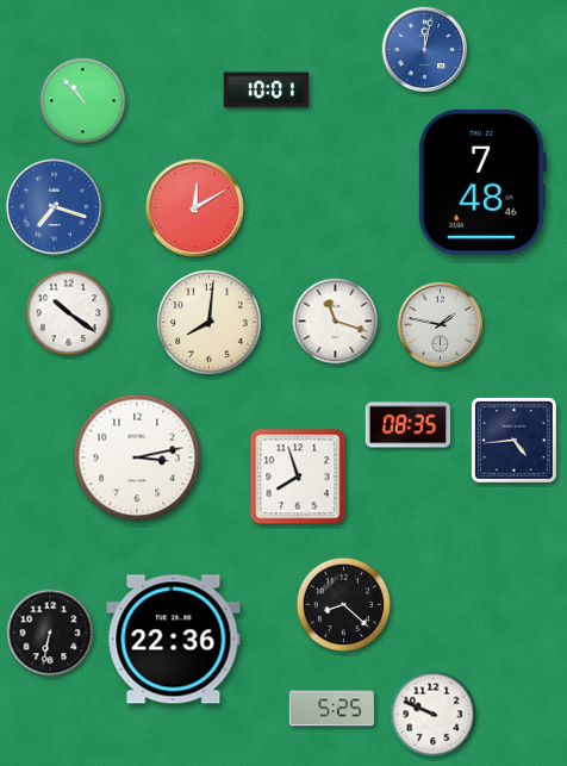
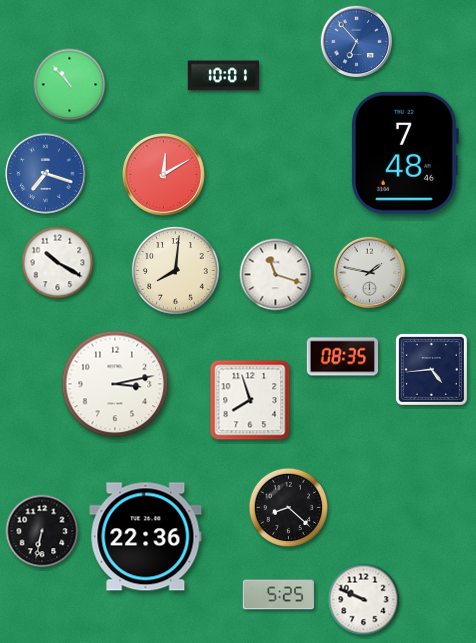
clock at (425, 50): 12:02 -> 6:53
clock at (69, 313): 10:21 -> 10:20
clock at (336, 322) position: (336, 322) -> (276, 275)
